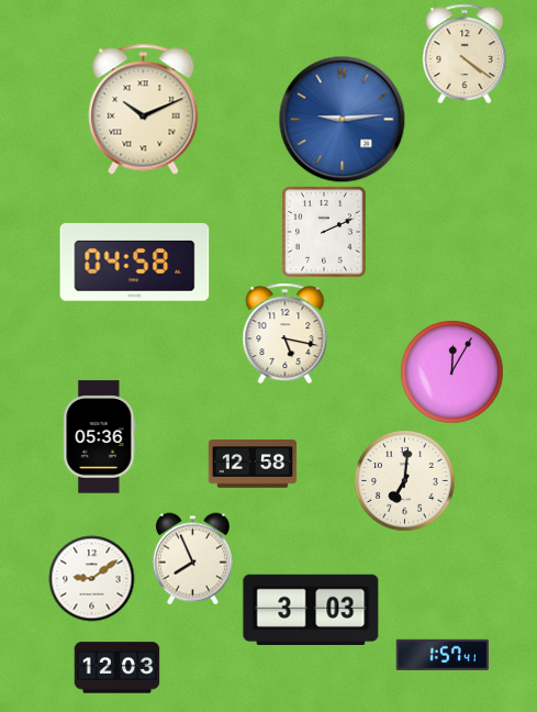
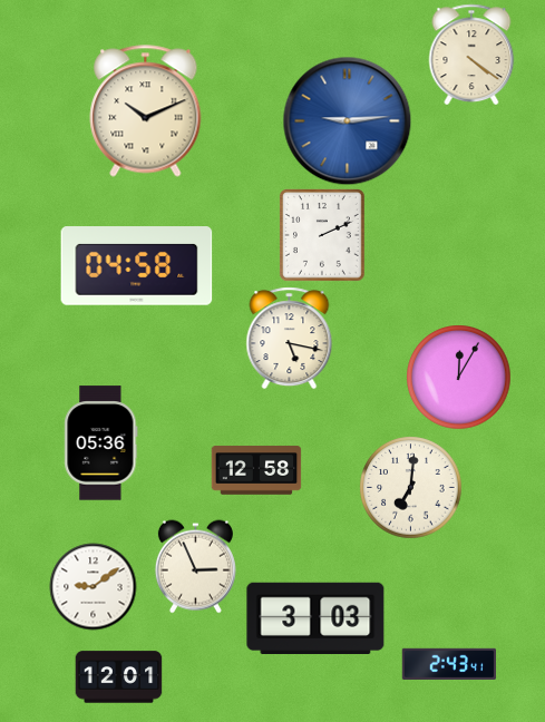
clock at (325, 232) position: (325, 232) -> (323, 235)
clock at (192, 558): 7:56 -> 2:56
clock at (441, 655): 1:57 -> 2:43
clock at (116, 668): 12:03 -> 12:01
